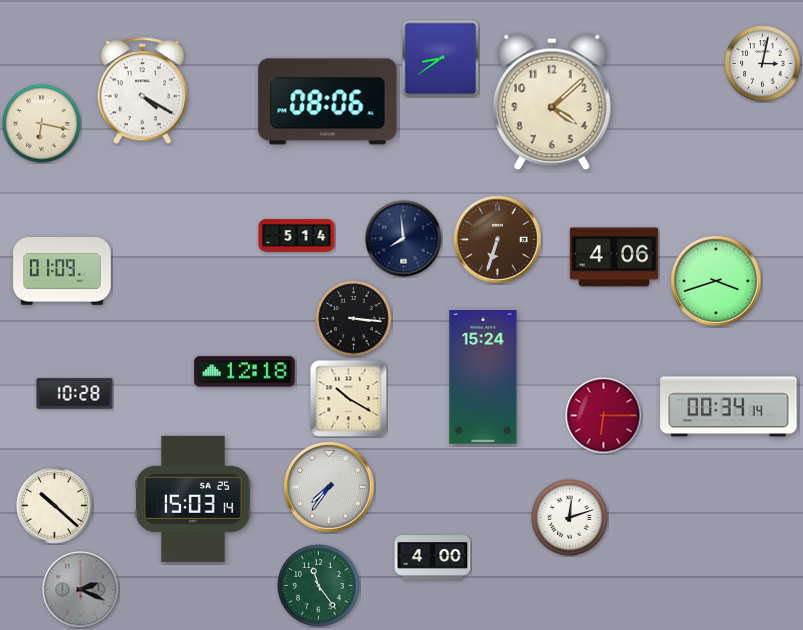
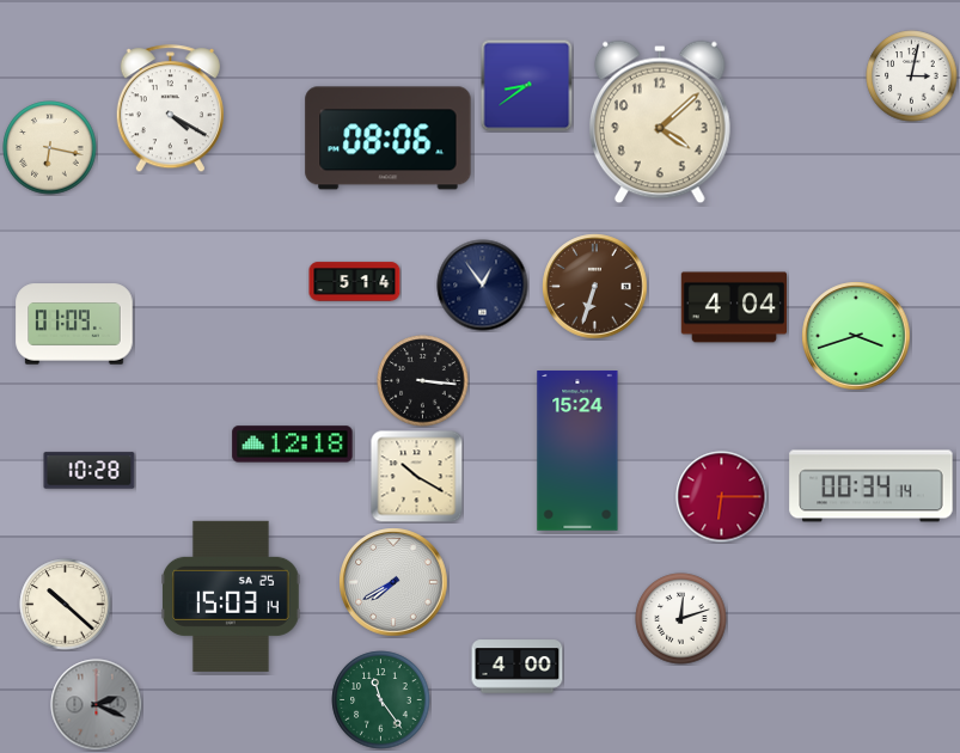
clock at (440, 58) position: (440, 58) -> (526, 85)
clock at (328, 102) position: (328, 102) -> (389, 139)
clock at (404, 239): 7:59 -> 12:54
clock at (613, 257): 4:06 -> 4:04
clock at (329, 487): 7:36 -> 7:40
